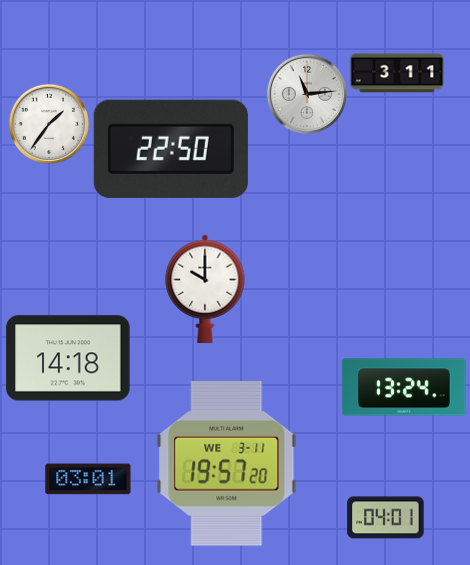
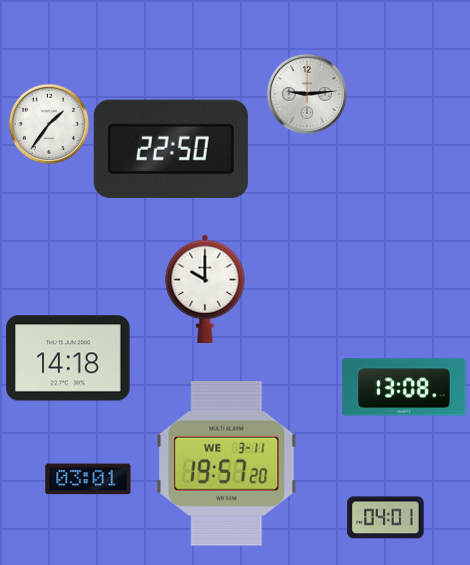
clock at (397, 73): 3:11 -> none
clock at (306, 93): 11:14 -> 9:14
clock at (404, 387): 13:24 -> 13:08
